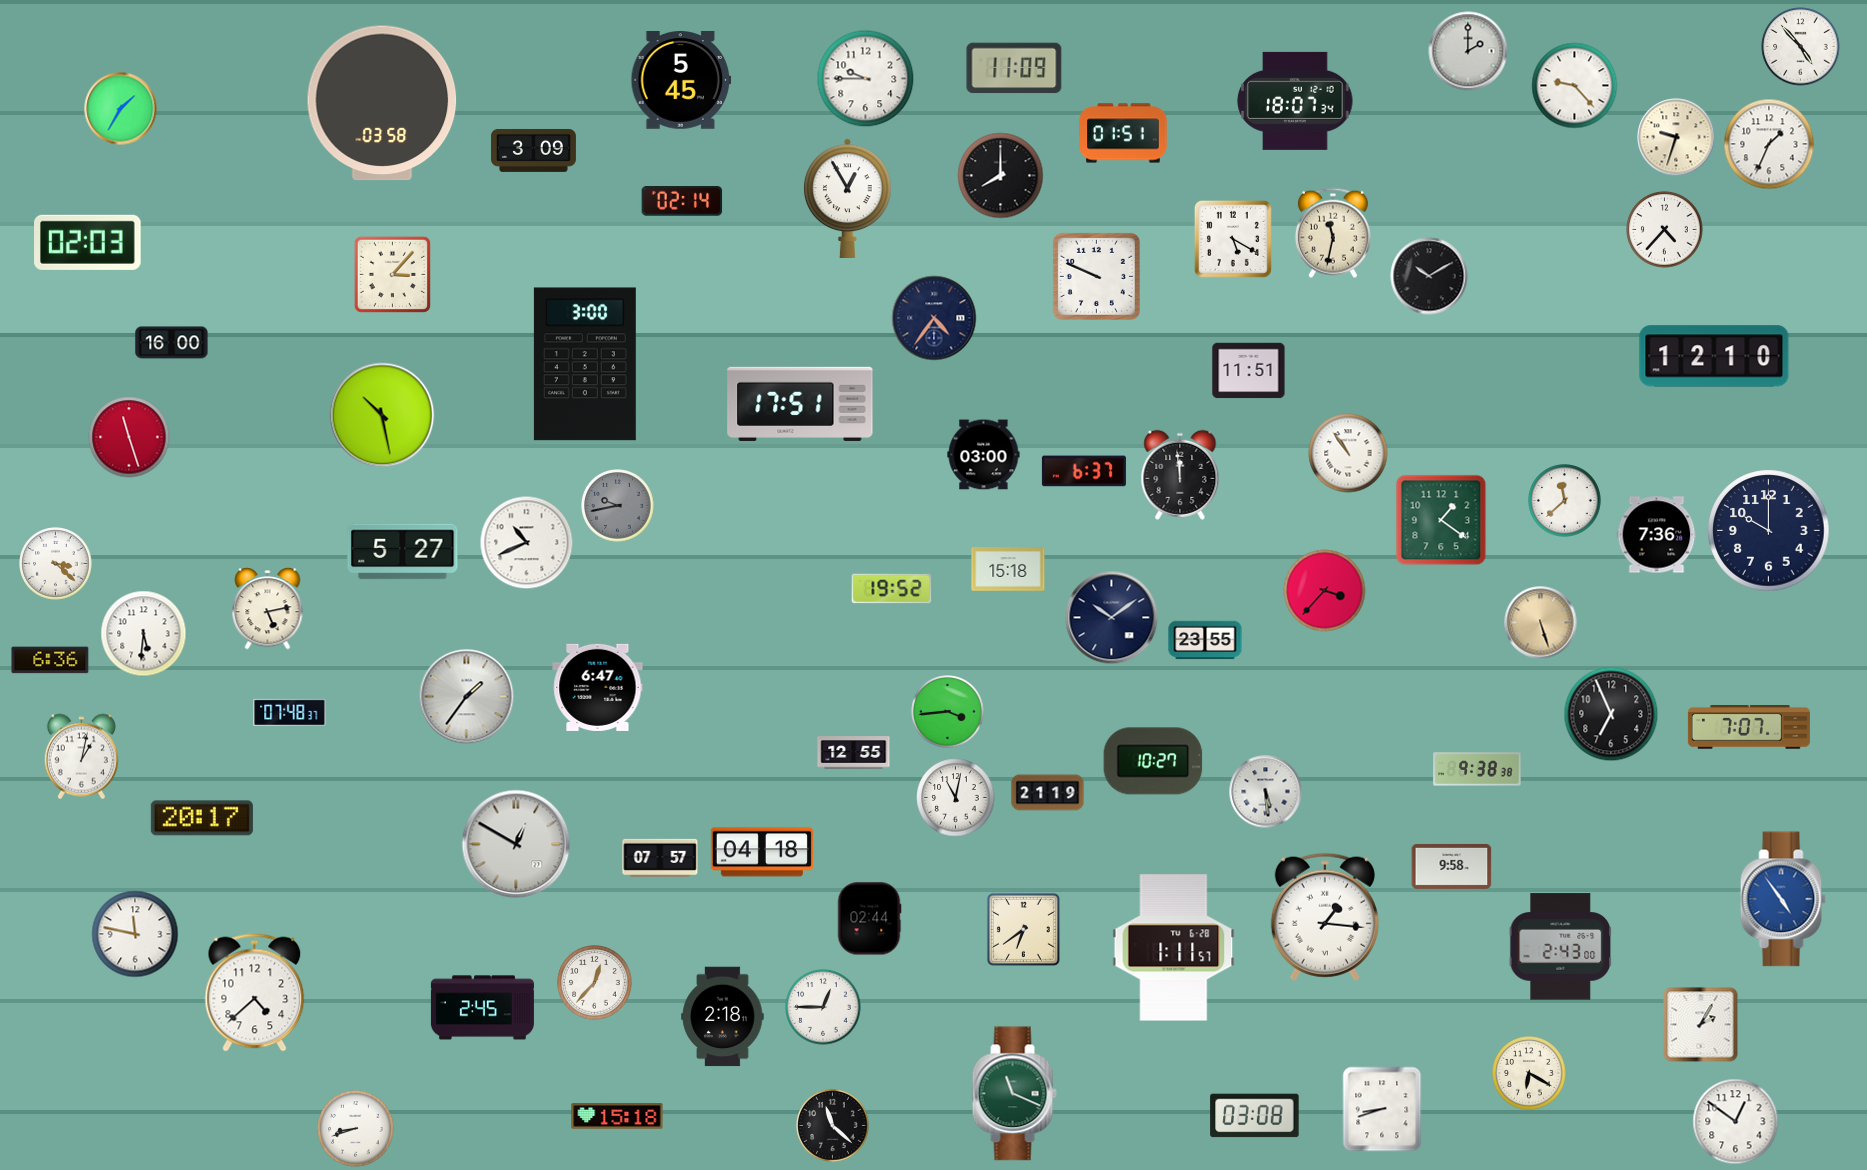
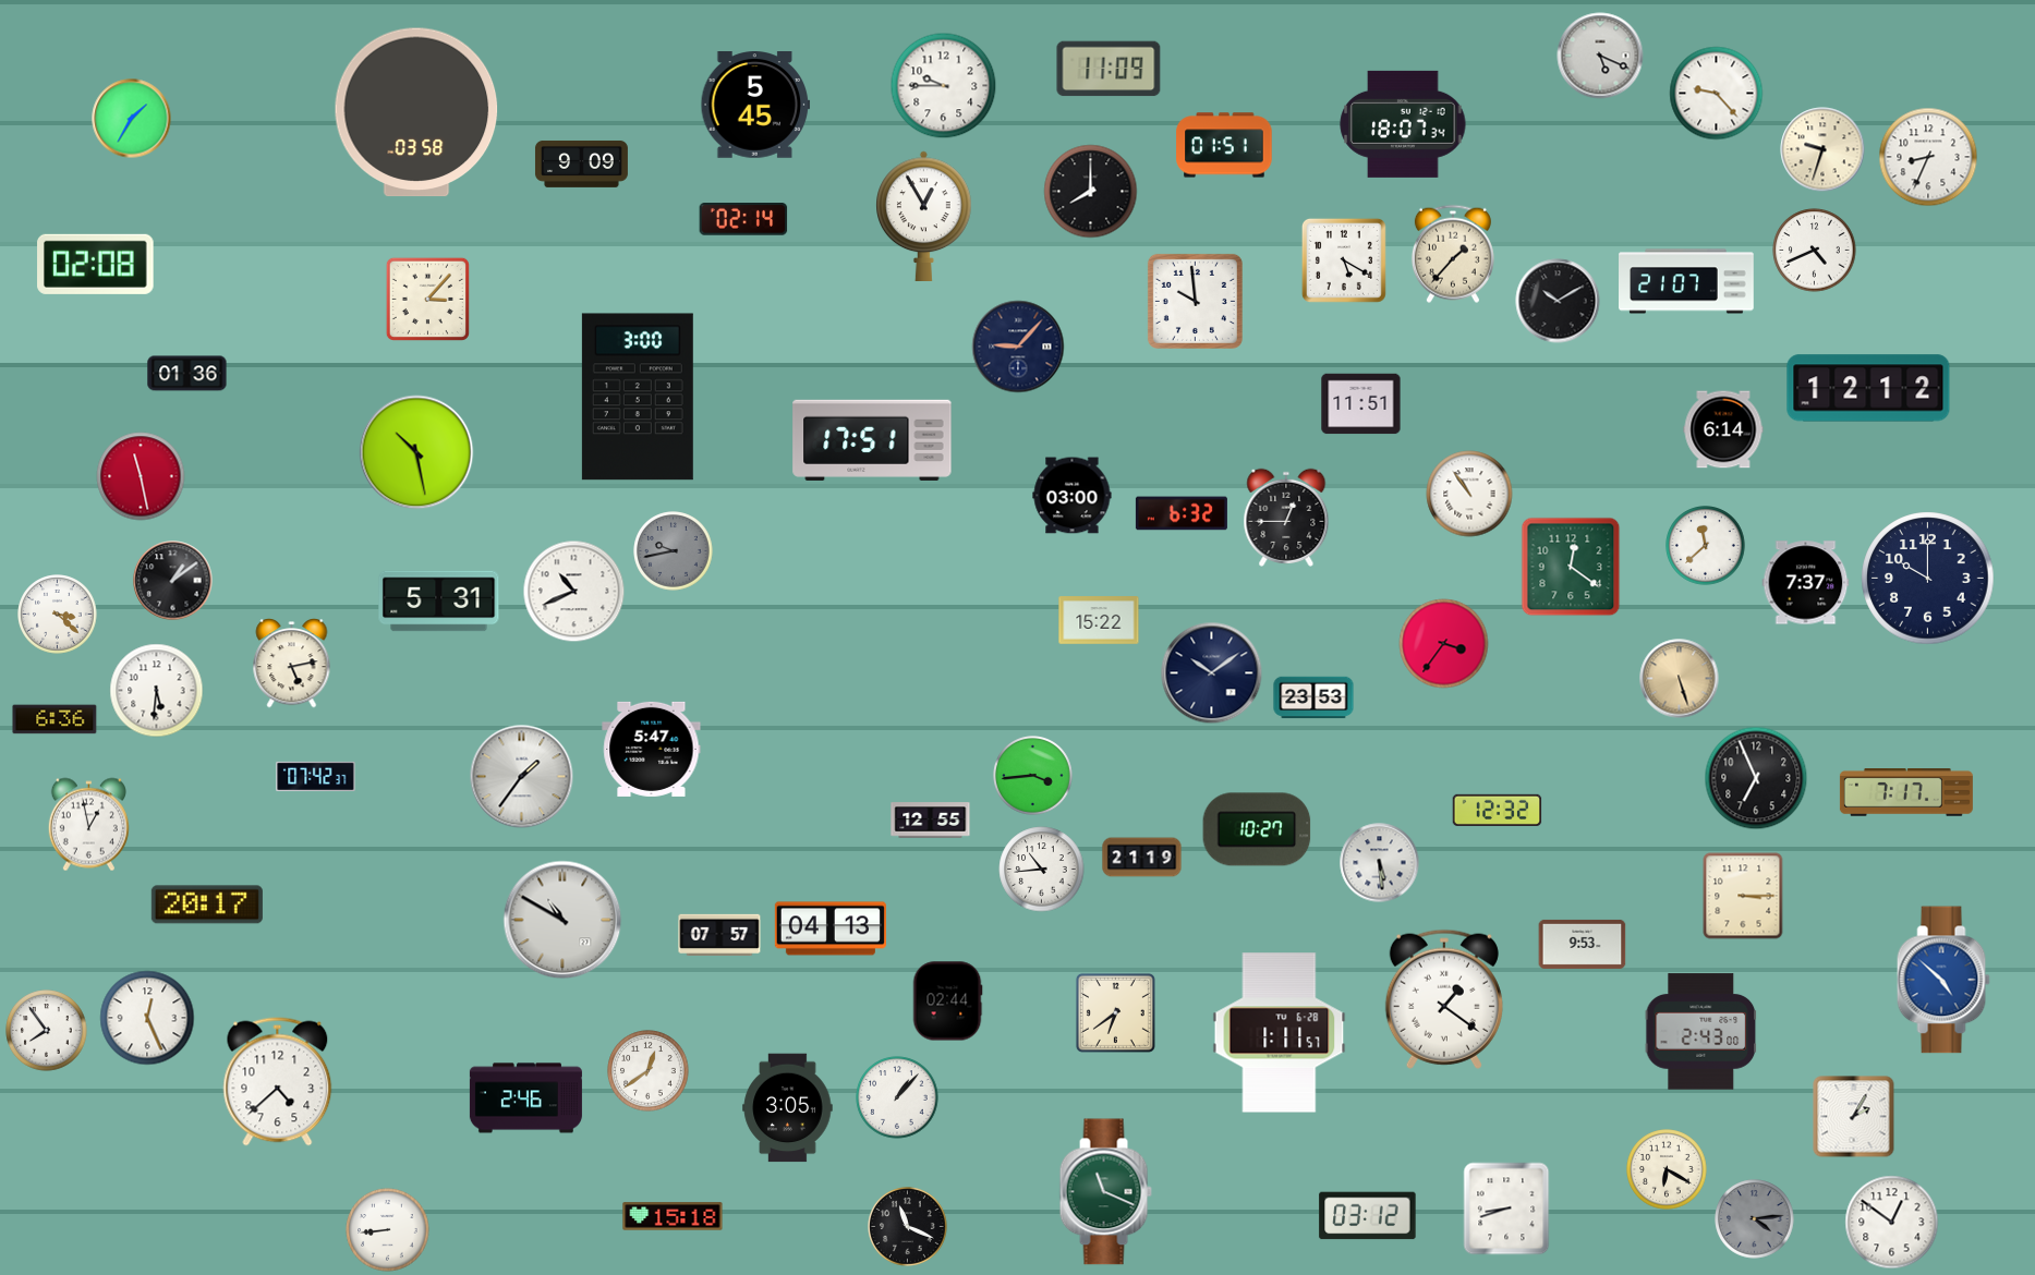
clock at (1801, 47): 4:53 -> none
clock at (1468, 51): 2:00 -> 5:19
clock at (1014, 68) position: (1014, 68) -> (1109, 69)
clock at (681, 81) position: (681, 81) -> (755, 106)
clock at (1295, 101) position: (1295, 101) -> (1403, 124)
clock at (1676, 137) position: (1676, 137) -> (1822, 149)
clock at (1769, 144): 1:34 -> 8:34
clock at (533, 150): 3:09 -> 9:09
clock at (1665, 230): 4:37 -> 4:41
clock at (1333, 233): 11:32 -> 1:37
clock at (88, 242): 02:03 -> 02:08
clock at (1686, 281): none -> 21:07
clock at (1096, 276): 9:49 -> 9:59
clock at (934, 318): 4:36 -> 9:07
clock at (172, 343): 16:00 -> 01:36
clock at (1714, 356): 12:10 -> 12:12
clock at (1723, 429): none -> 6:14
clock at (129, 437): 11:27 -> 11:28
clock at (1084, 471): 6:37 -> 6:32
clock at (1180, 475): 11:59 -> 12:45
clock at (1441, 520): 1:21 -> 12:21
clock at (173, 581): none -> 1:09
clock at (1657, 535): 7:36 -> 7:37
clock at (403, 552): 5:27 -> 5:31
clock at (56, 564) position: (56, 564) -> (58, 615)
clock at (1008, 569): 15:18 -> 15:22
clock at (892, 589): 19:52 -> none
clock at (1325, 591): 3:37 -> 3:36
clock at (1205, 640): 23:55 -> 23:53
clock at (598, 687): 6:47 -> 5:47
clock at (467, 697) position: (467, 697) -> (522, 777)
clock at (290, 712): 07:48 -> 07:42
clock at (1749, 727): 7:07 -> 7:17
clock at (1498, 810): none -> 12:32
clock at (81, 757): 1:02 -> 12:58
clock at (1477, 769): 9:38 -> none
clock at (1048, 793) position: (1048, 793) -> (1142, 858)
clock at (956, 798): 11:02 -> 10:44
clock at (202, 818) position: (202, 818) -> (207, 904)
clock at (1743, 896): none -> 3:15
clock at (516, 844): 12:50 -> 10:50
clock at (762, 852): 04:18 -> 04:13
clock at (1452, 866): 9:58 -> 9:53
clock at (1783, 899): 4:54 -> 4:52
clock at (1325, 917): 1:16 -> 1:21
clock at (135, 934): 11:47 -> 12:26
clock at (47, 1031): none -> 7:54
clock at (595, 983): 12:37 -> 12:39
clock at (823, 1007): 12:45 -> 1:07
clock at (482, 1008): 2:45 -> 2:46
clock at (723, 1017): 2:18 -> 3:05
clock at (1255, 1116): 03:08 -> 03:12
clock at (1755, 1219): none -> 4:14
clock at (833, 1126): 11:22 -> 11:19
clock at (356, 1129): 8:42 -> 8:44
